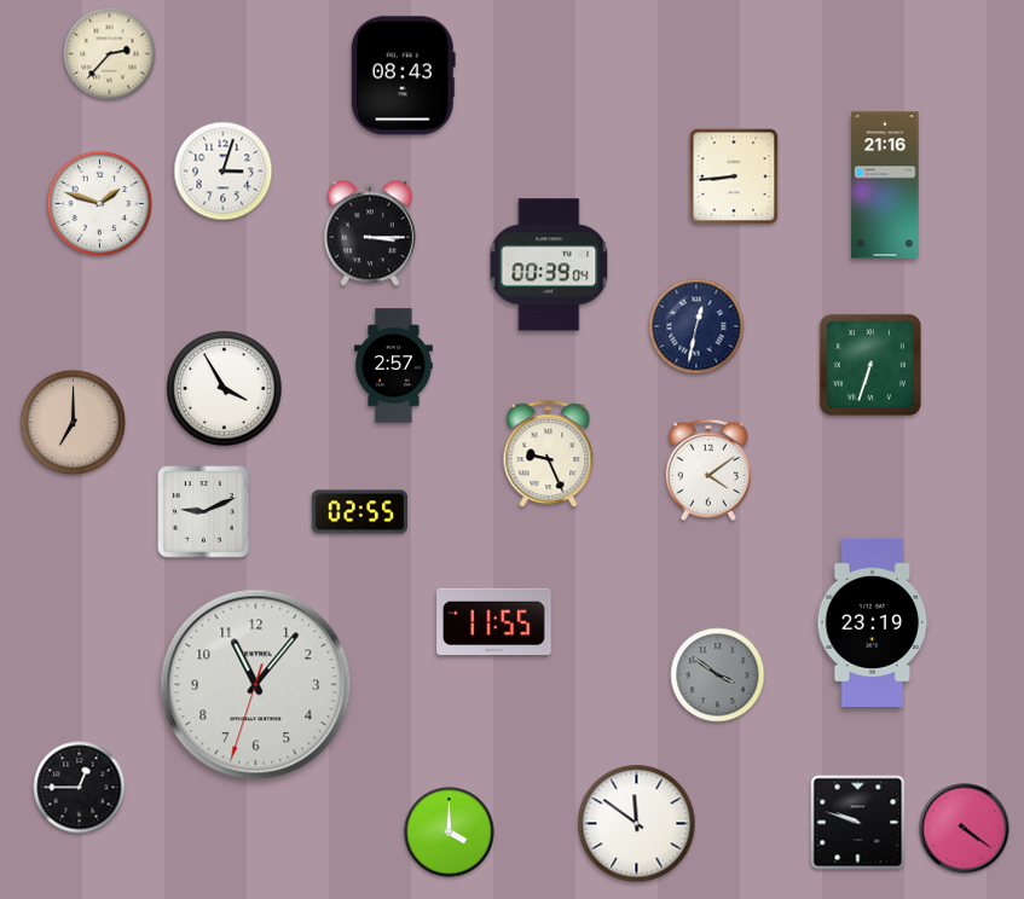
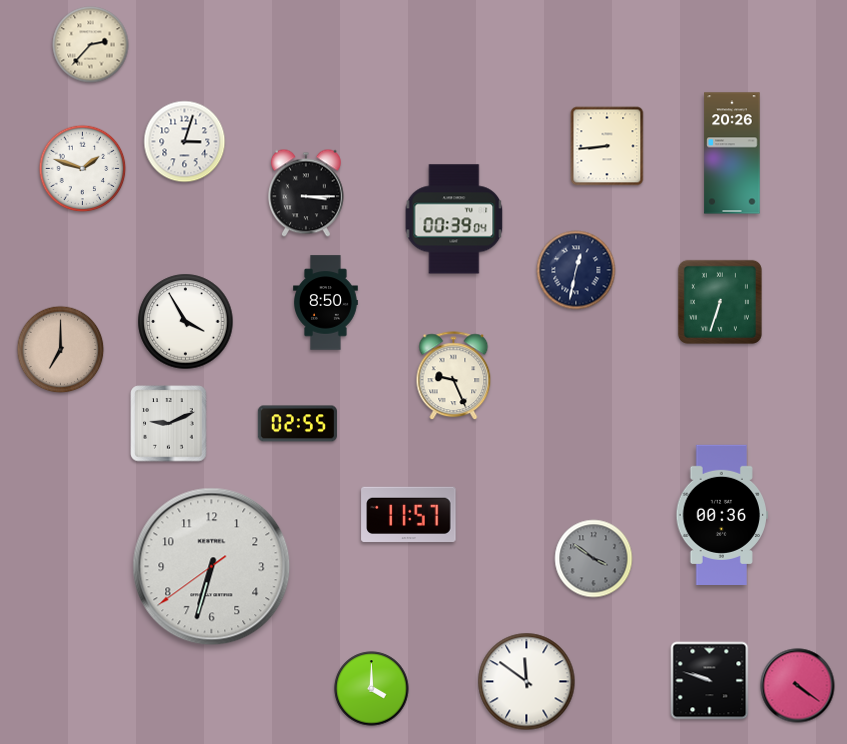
clock at (403, 76): 08:43 -> none
clock at (885, 185): 21:16 -> 20:26
clock at (394, 366): 2:57 -> 8:50
clock at (707, 470): 4:09 -> none
clock at (873, 621): 23:19 -> 00:36
clock at (494, 622): 11:55 -> 11:57
clock at (256, 685): 11:06 -> 6:32
clock at (80, 788): 12:45 -> none
